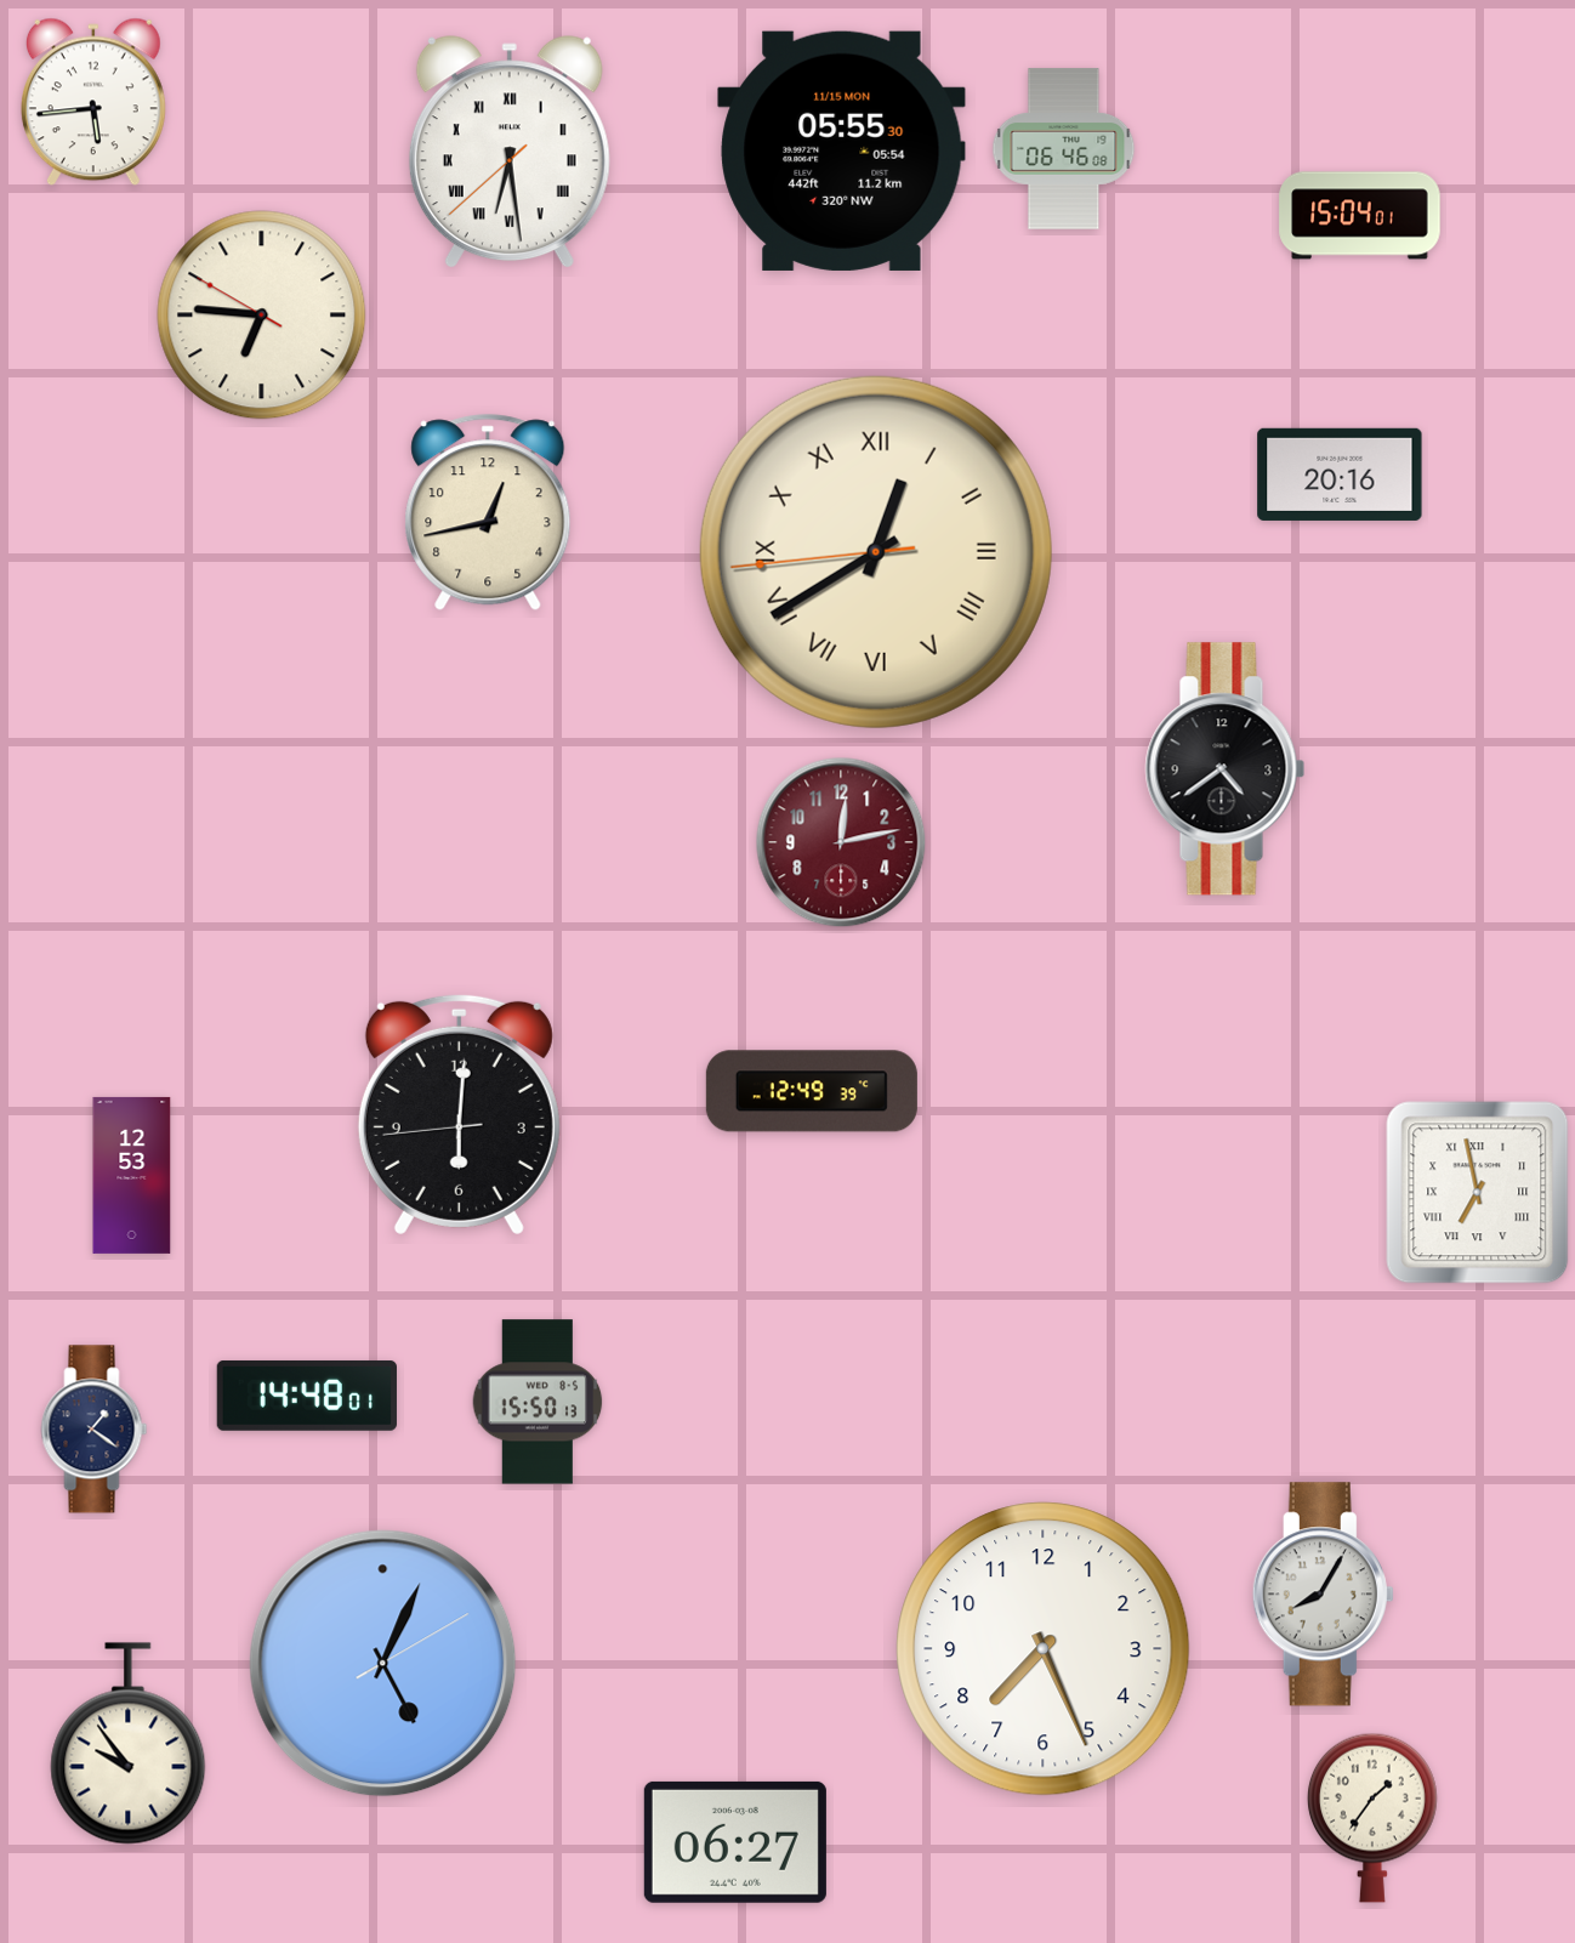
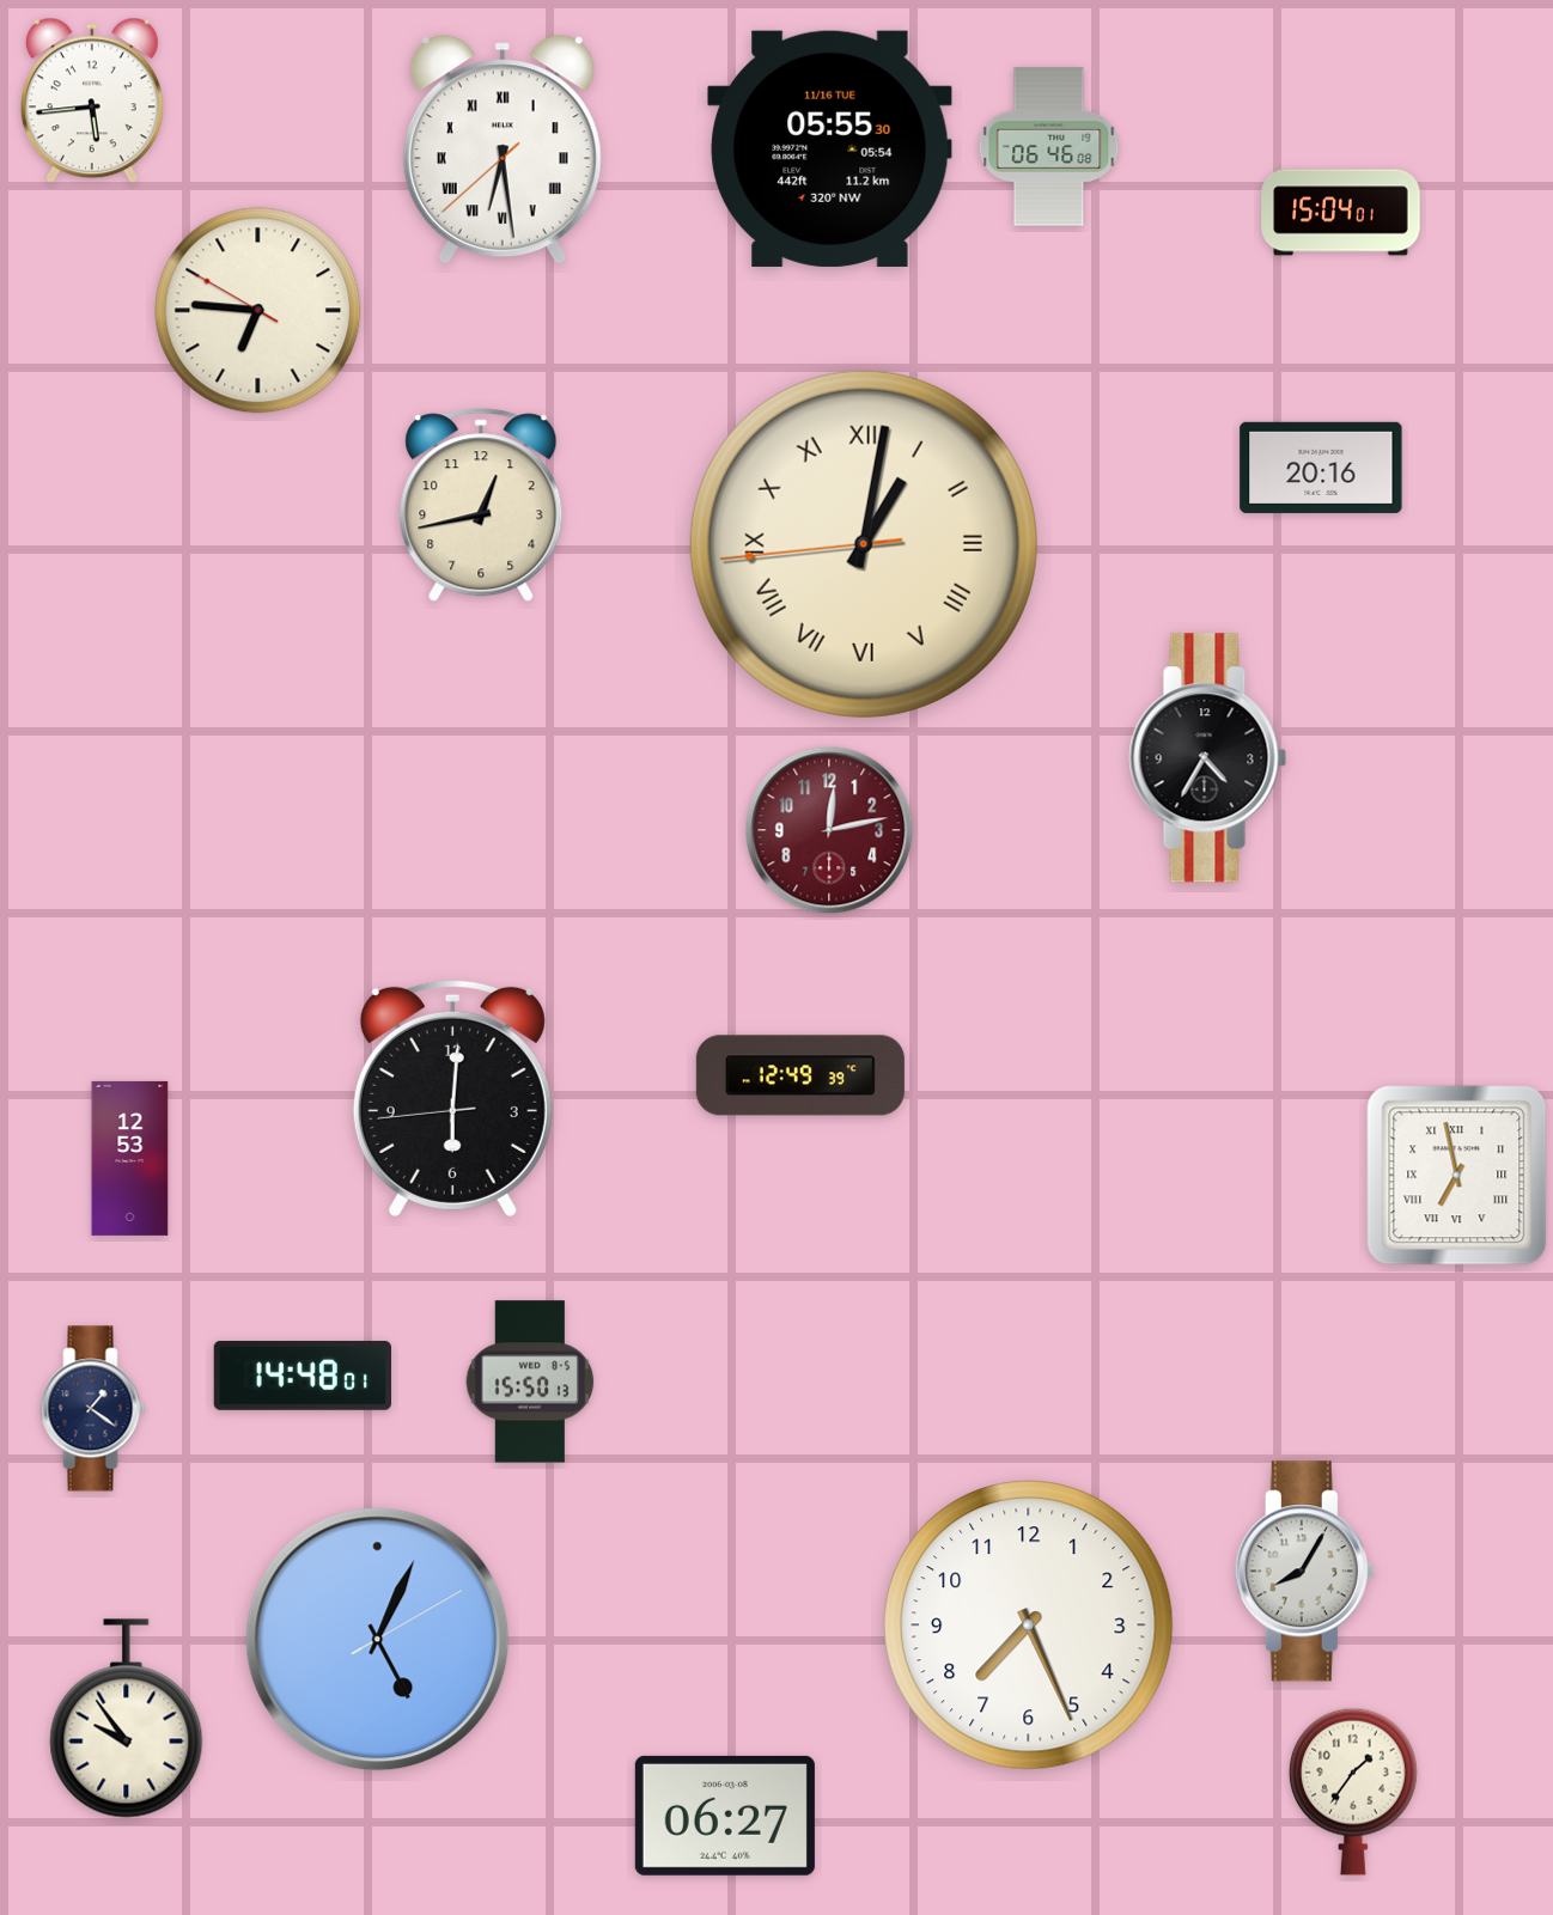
clock at (842, 150) date: 11/15 MON -> 11/16 TUE
clock at (876, 552): 12:39 -> 1:01
clock at (1226, 769): 4:39 -> 4:35
